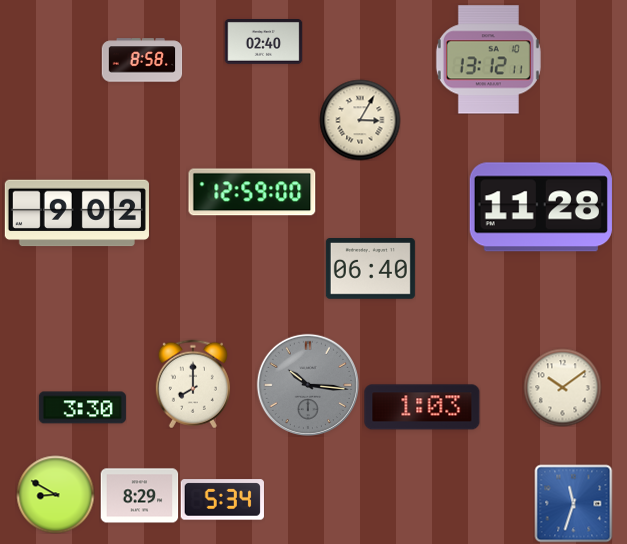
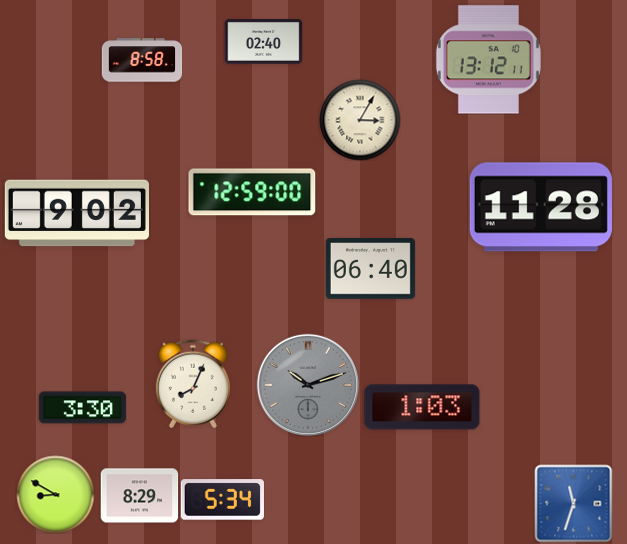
clock at (193, 384): 8:00 -> 8:04
clock at (308, 385): 10:16 -> 10:12
clock at (562, 387): 10:09 -> none
